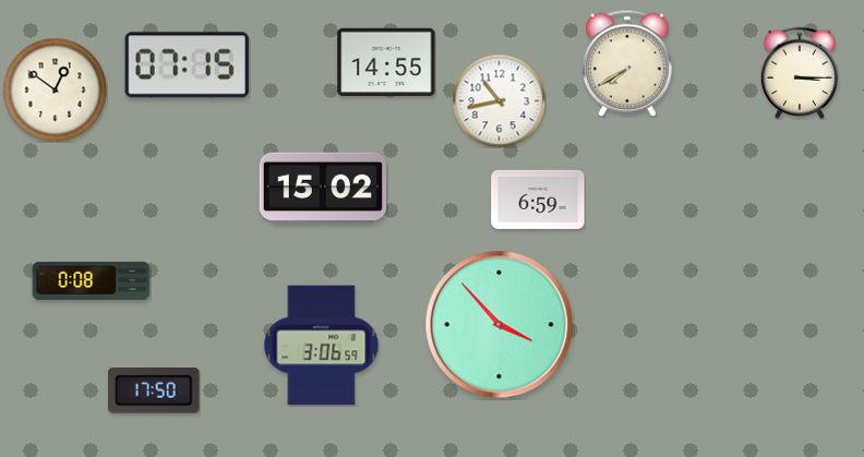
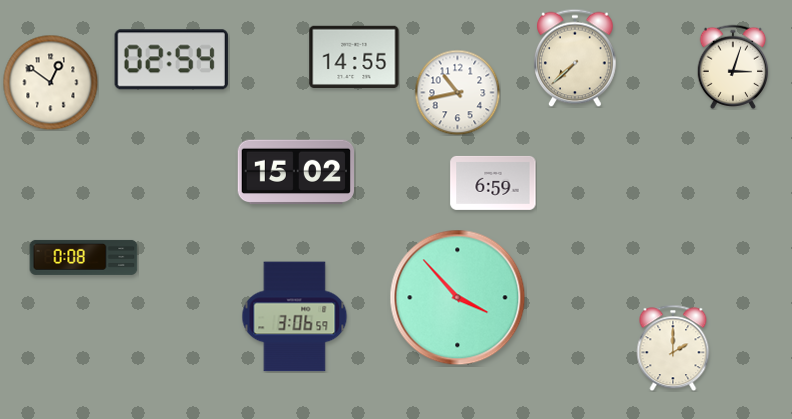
clock at (627, 63): 7:40 -> 7:38
clock at (187, 65): 07:15 -> 02:54
clock at (800, 72): 3:15 -> 3:03
clock at (673, 348): none -> 2:00
clock at (154, 390): 17:50 -> none
